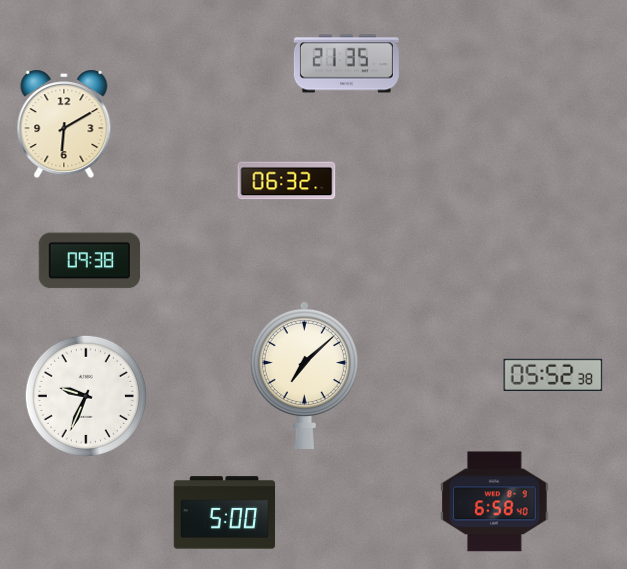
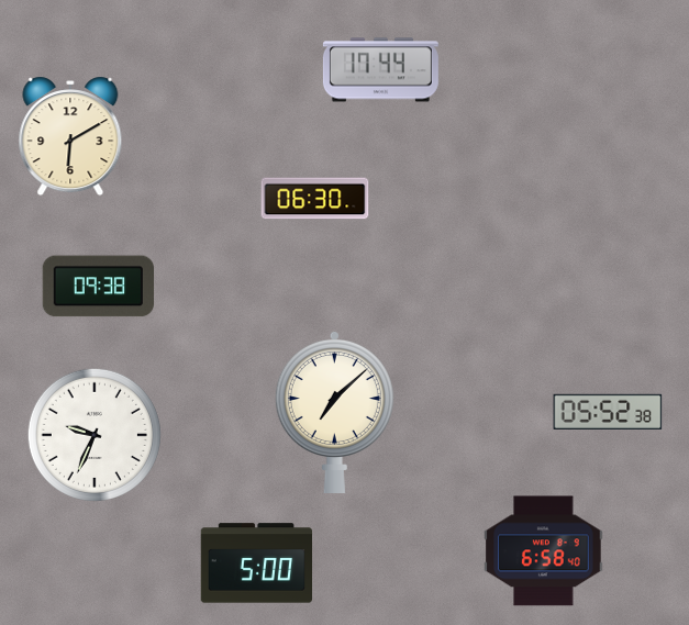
clock at (346, 64): 21:35 -> 17:44
clock at (287, 181): 06:32 -> 06:30
clock at (225, 513) position: (225, 513) -> (257, 563)
